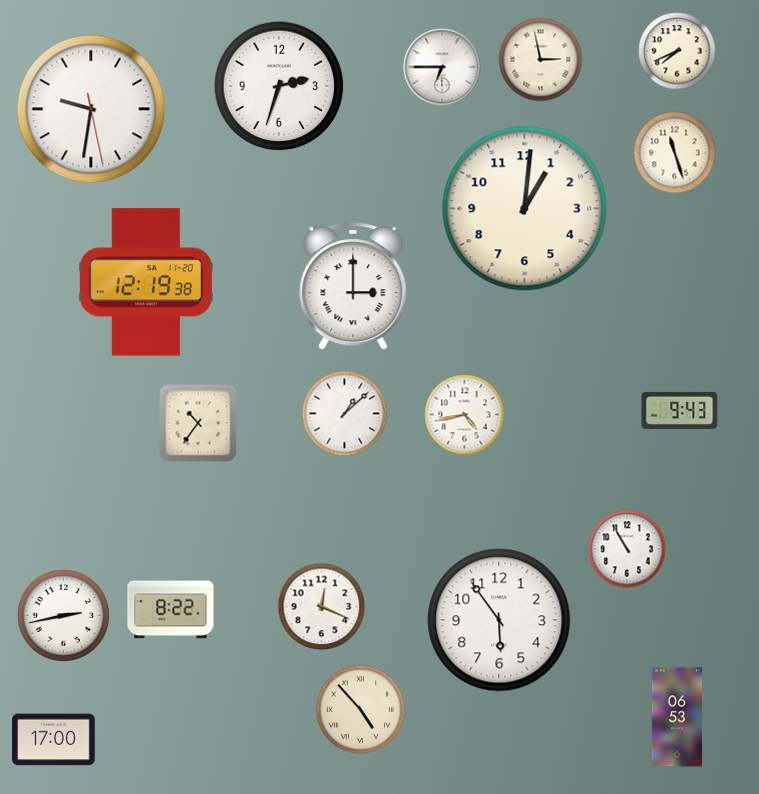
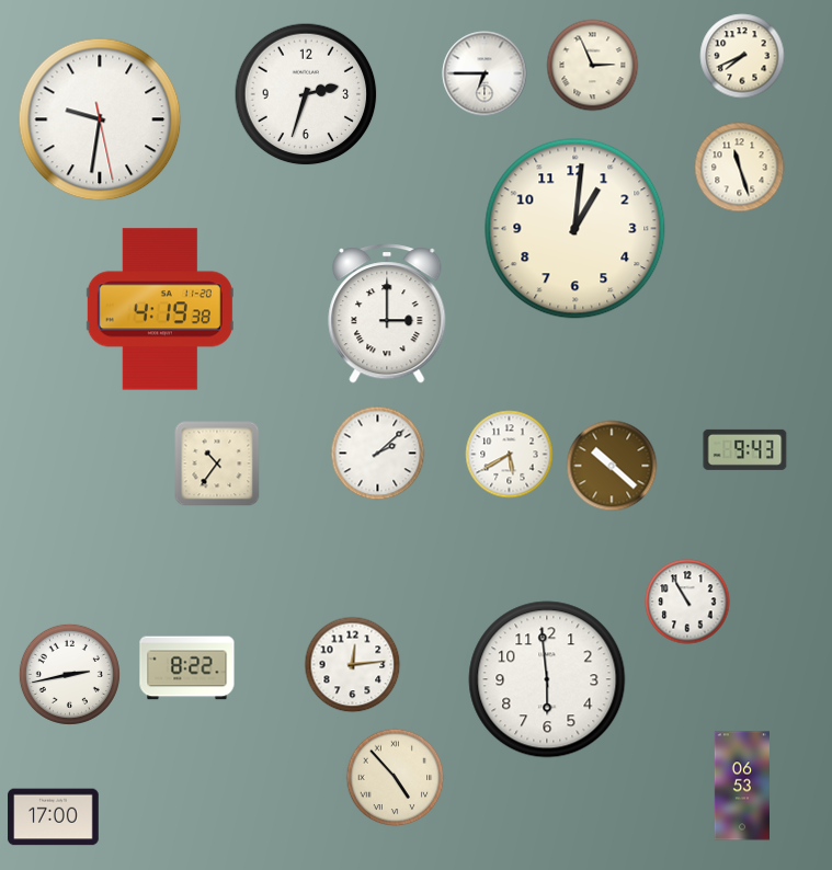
clock at (541, 60): 2:58 -> 2:56
clock at (146, 282): 12:19 -> 4:19
clock at (345, 414): 1:08 -> 2:08
clock at (465, 415): 4:43 -> 5:40
clock at (612, 466): none -> 10:22
clock at (322, 607): 12:19 -> 12:14
clock at (499, 620): 5:54 -> 5:59
clock at (54, 740) position: (54, 740) -> (54, 817)
